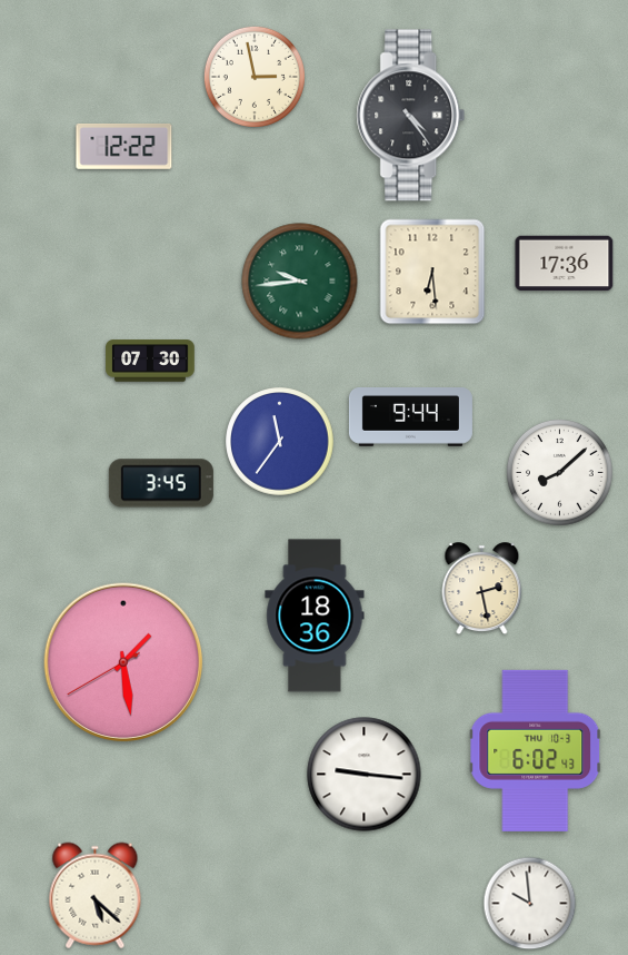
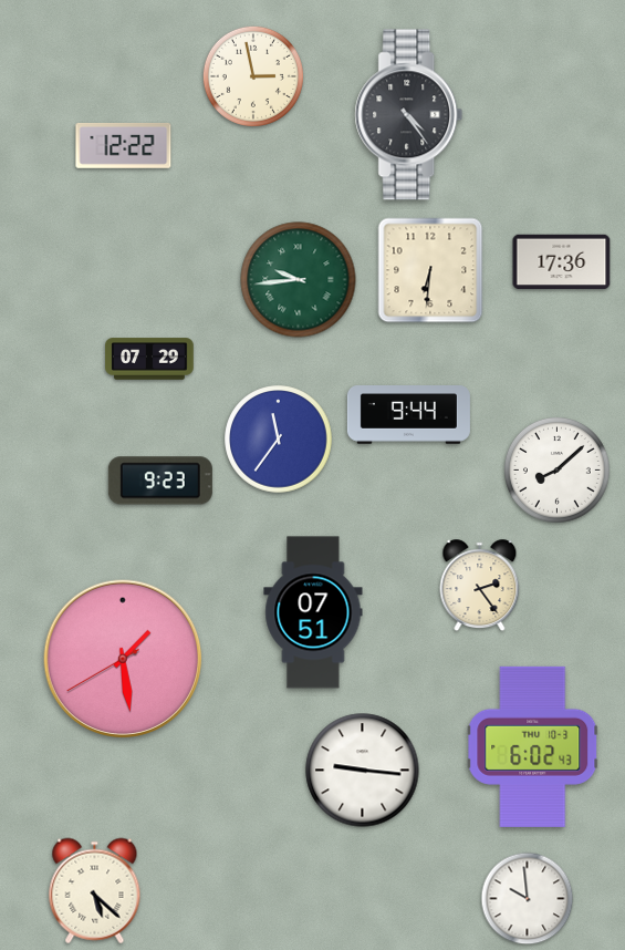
clock at (432, 272): 6:29 -> 6:31
clock at (150, 361): 07:30 -> 07:29
clock at (161, 483): 3:45 -> 9:23
clock at (482, 589): 2:28 -> 2:24
clock at (315, 616): 18:36 -> 07:51
